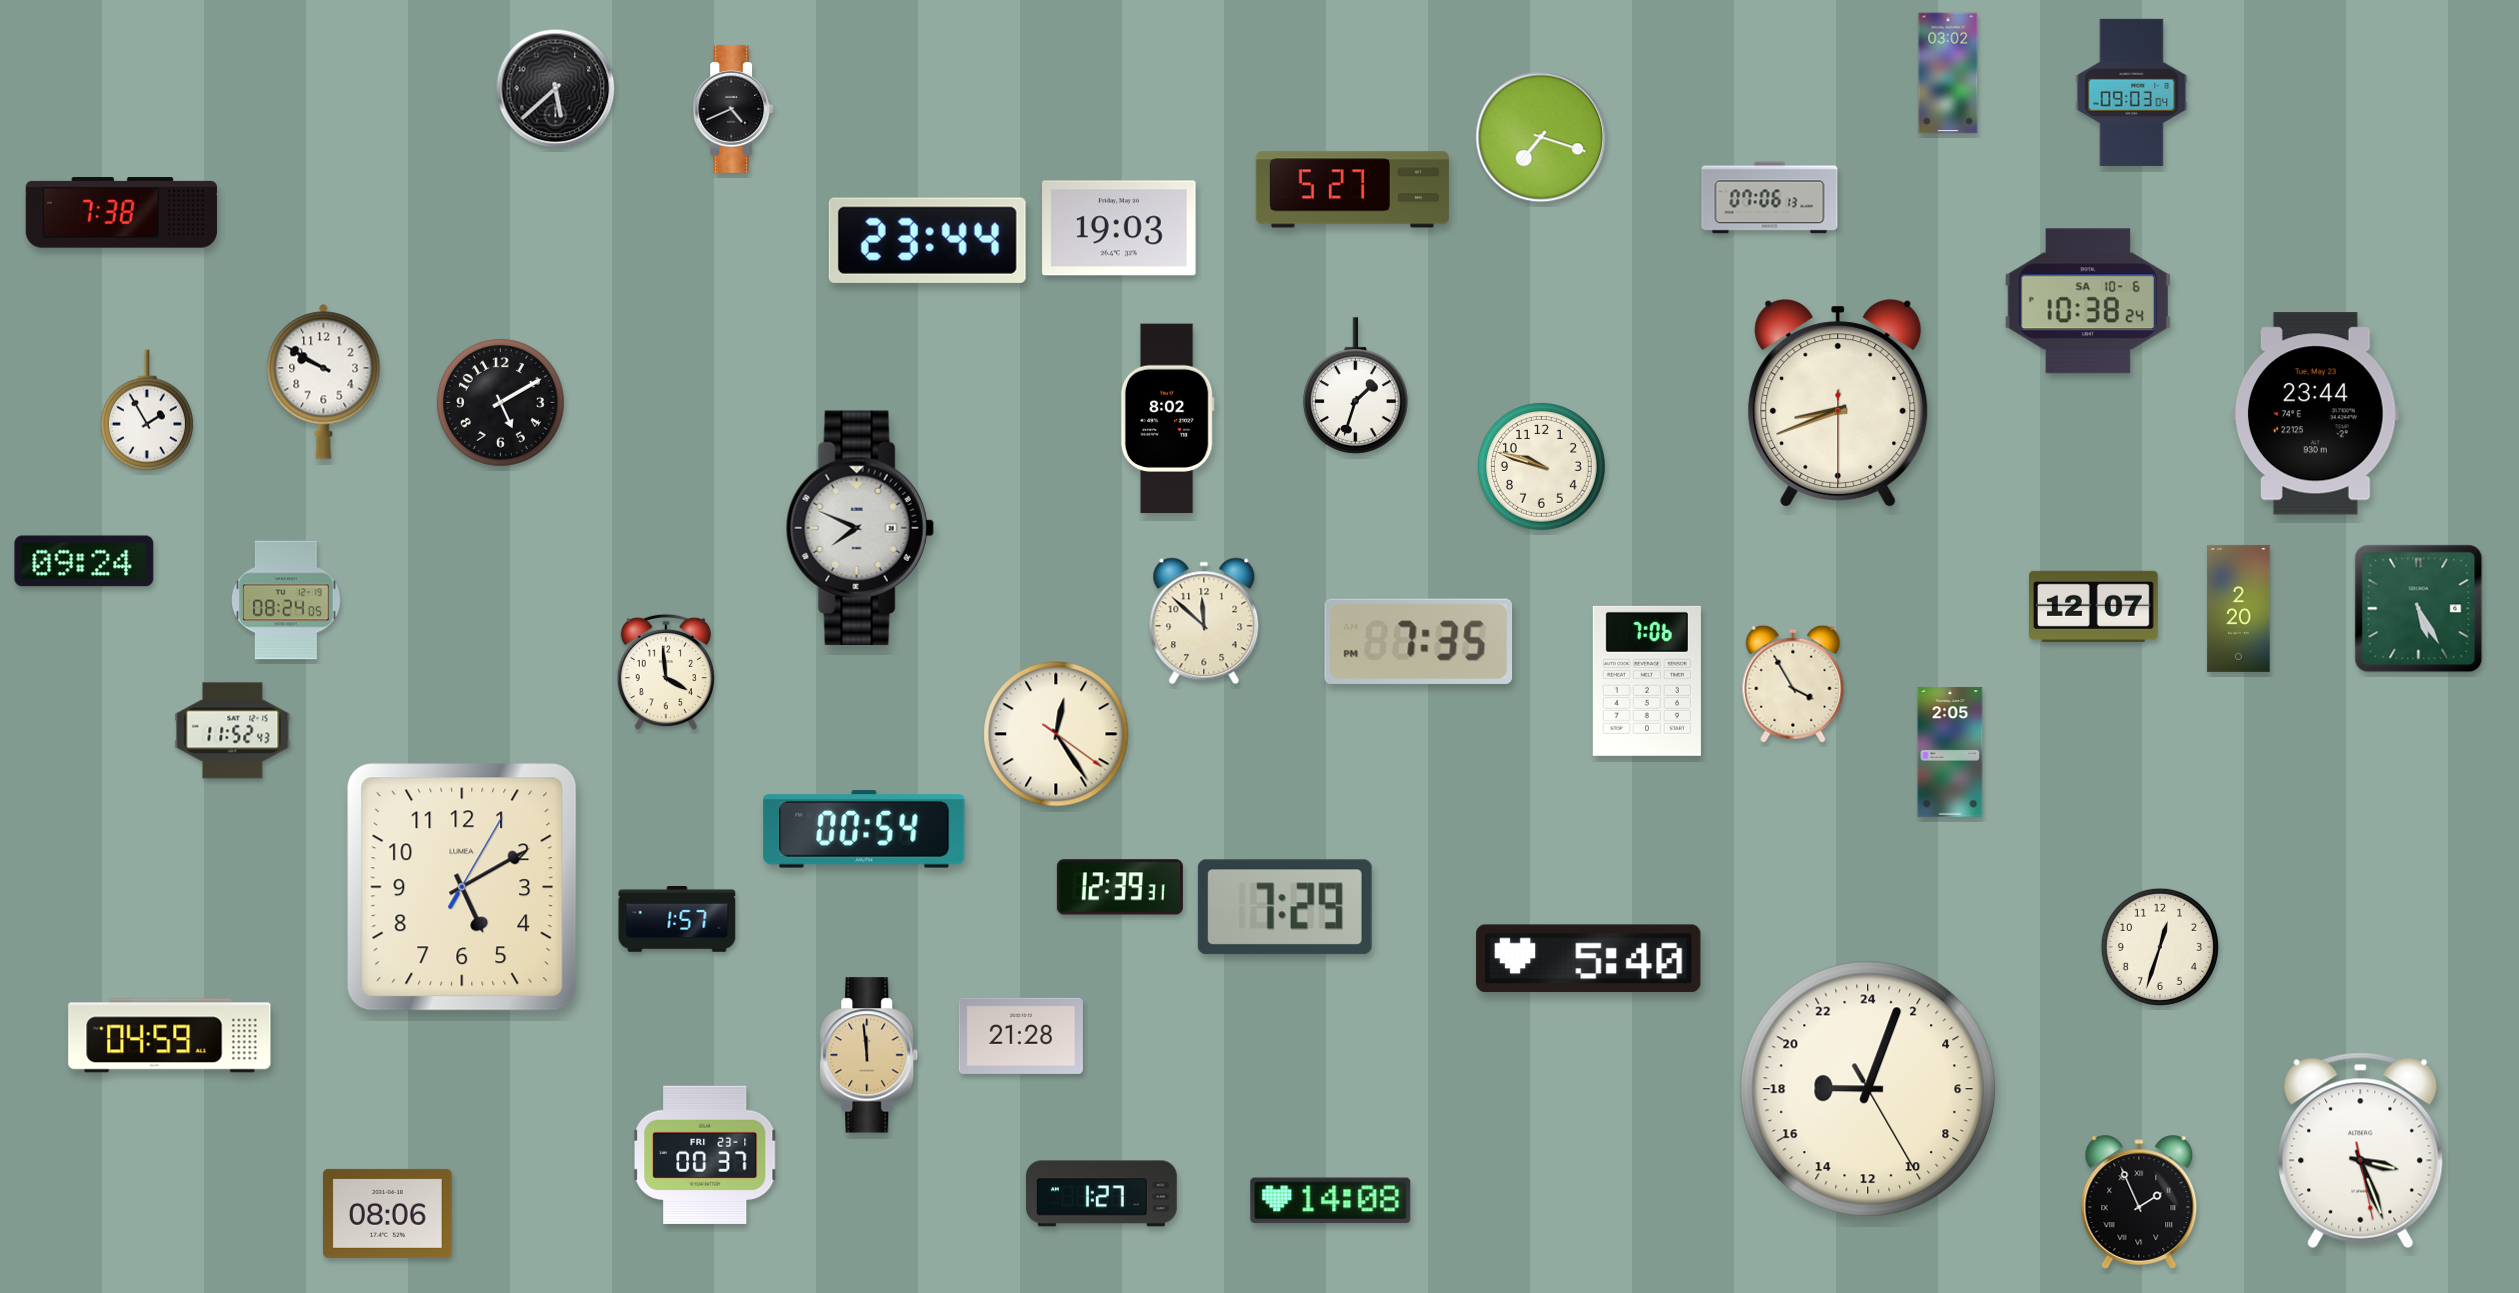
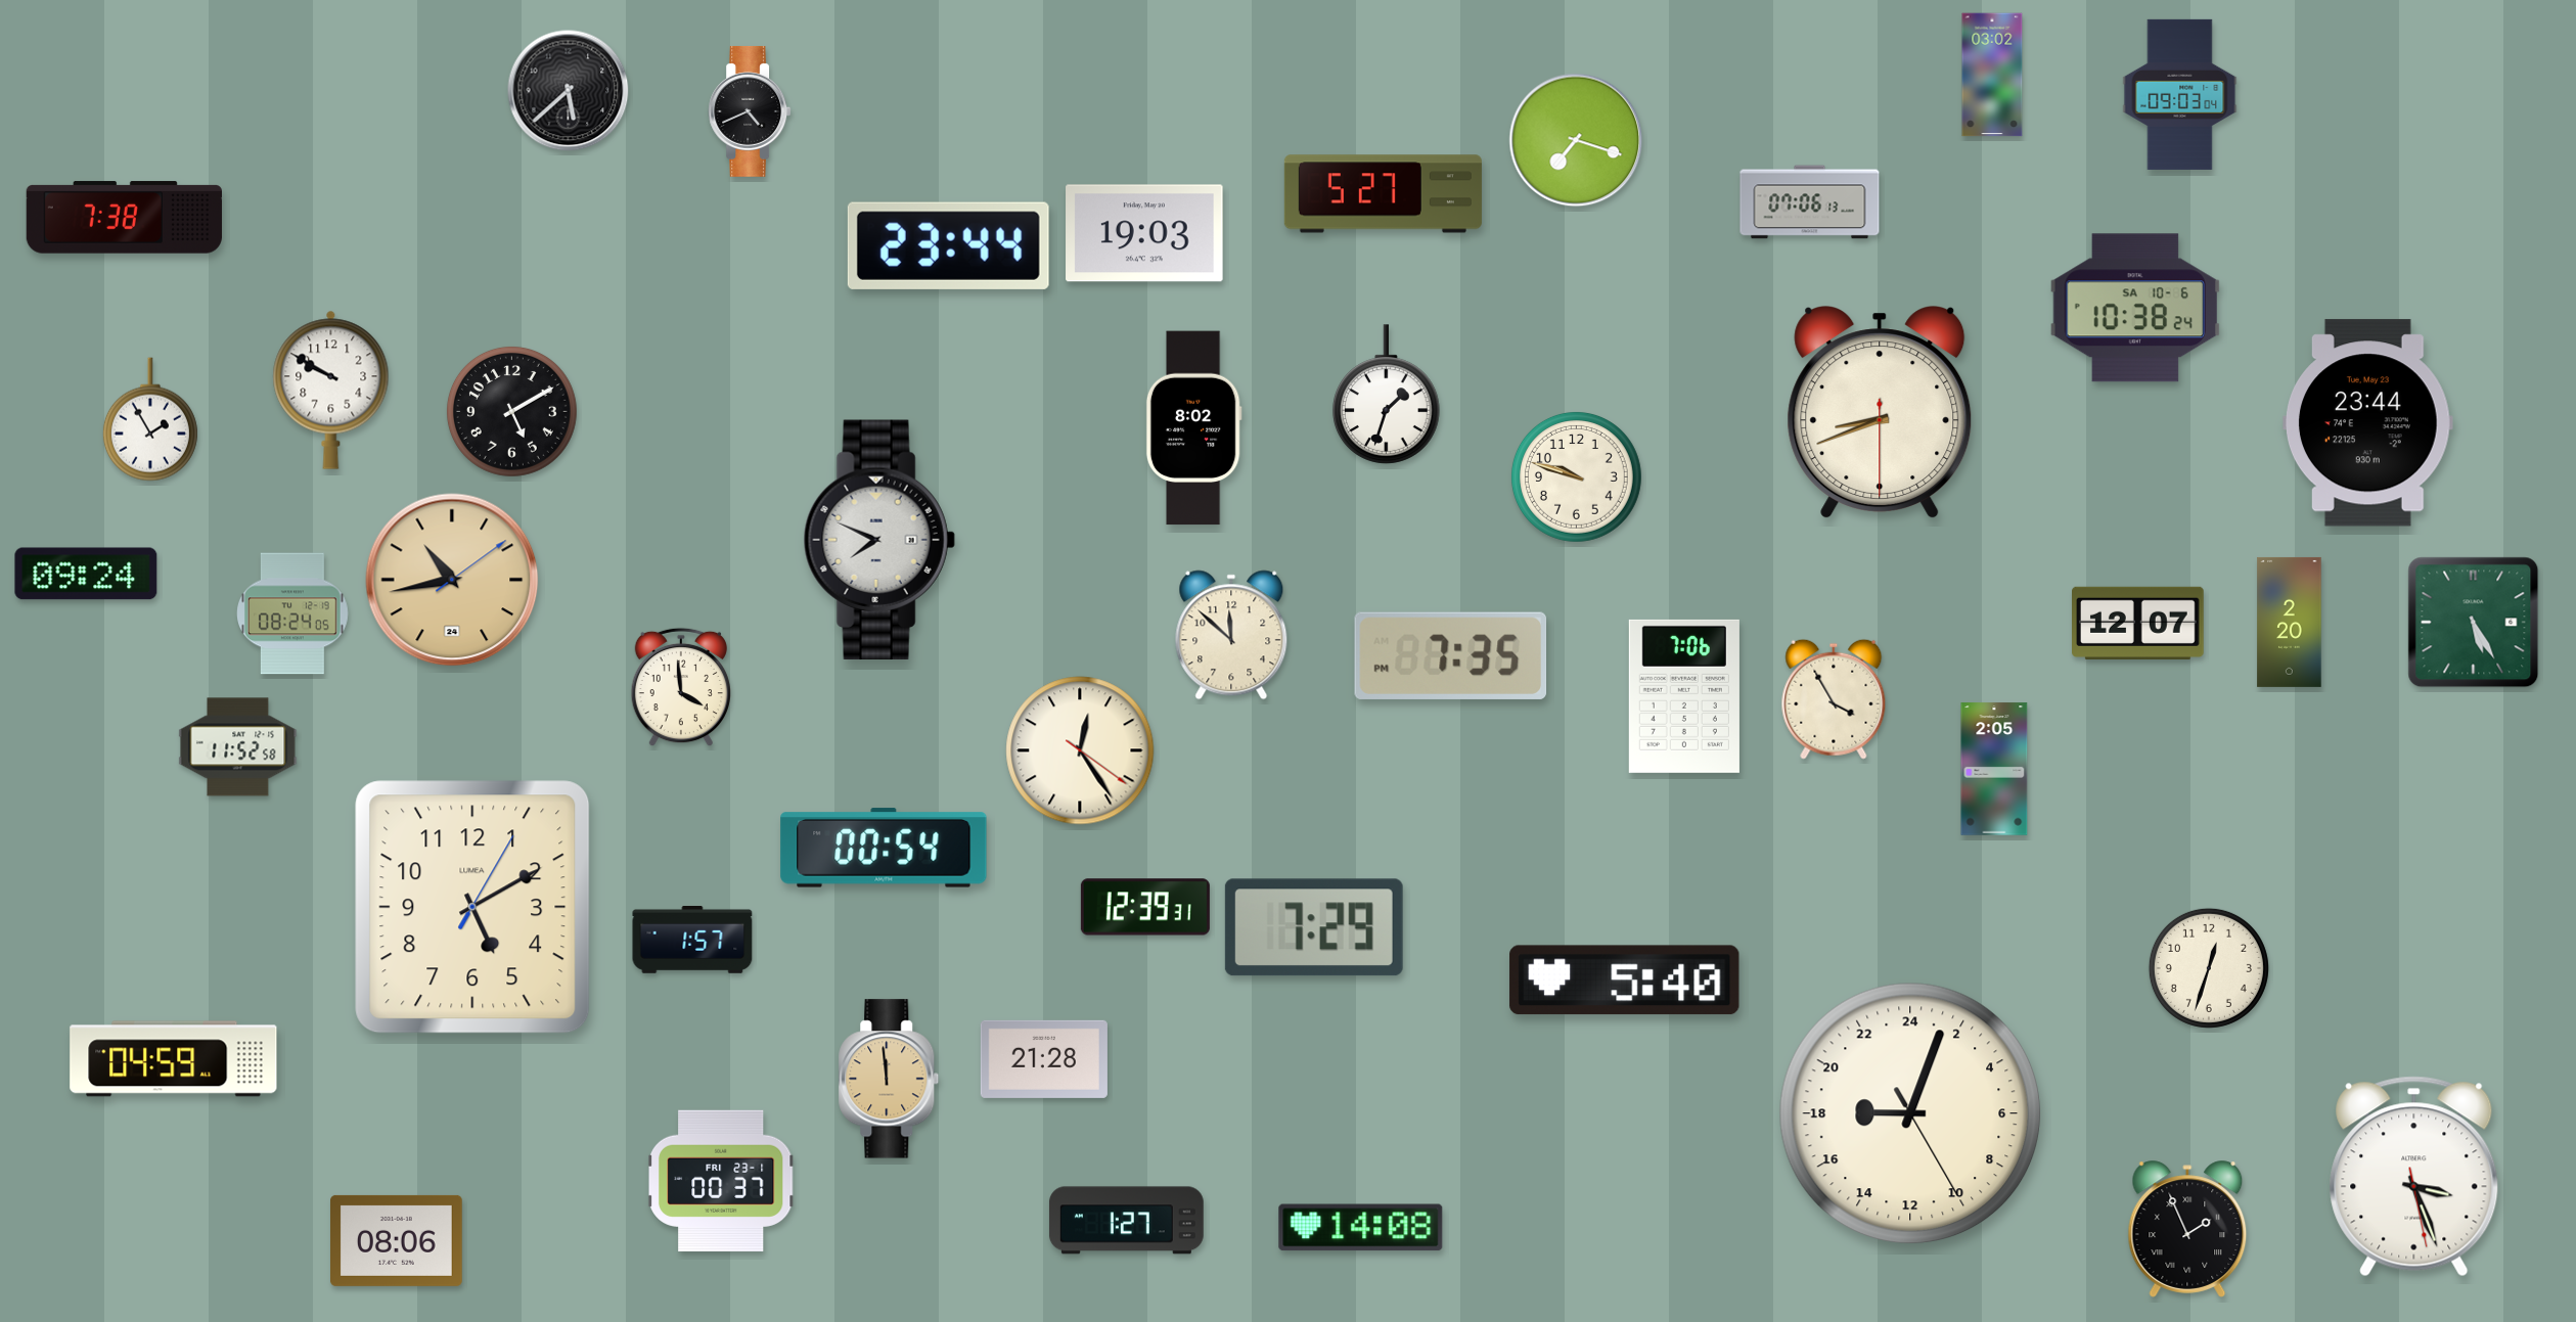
clock at (452, 580): none -> 10:43
clock at (2094, 606) position: (2094, 606) -> (2138, 623)
clock at (233, 731): 11:52:43 -> 11:52:58
